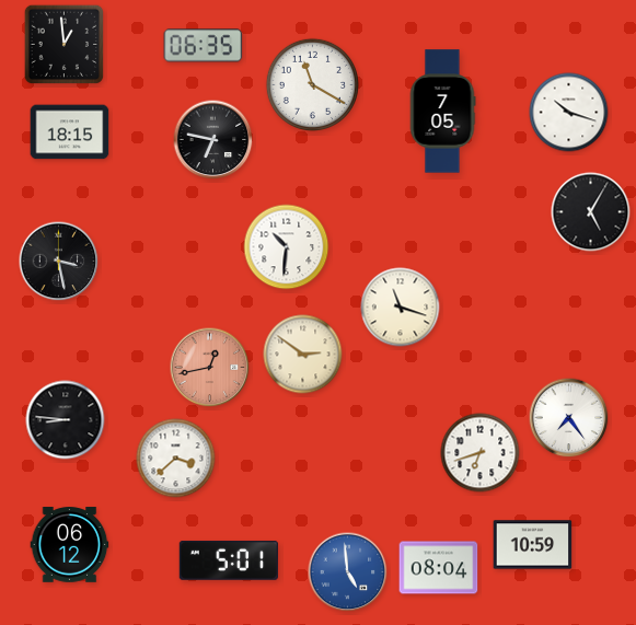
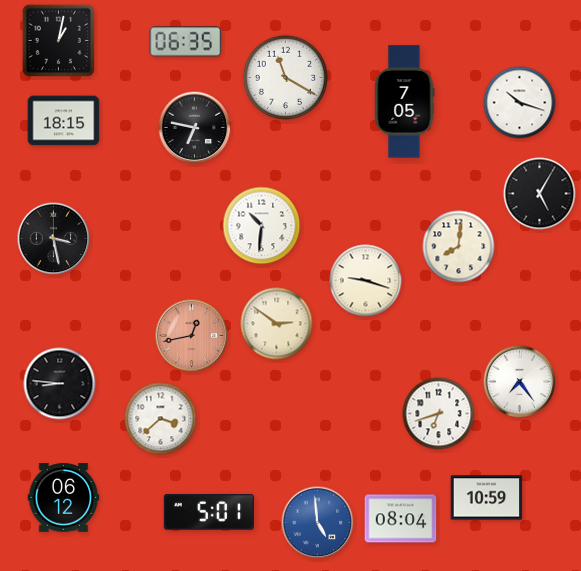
clock at (63, 44): 12:59 -> 1:02
clock at (459, 247): none -> 8:01
clock at (401, 308): 11:18 -> 9:18
